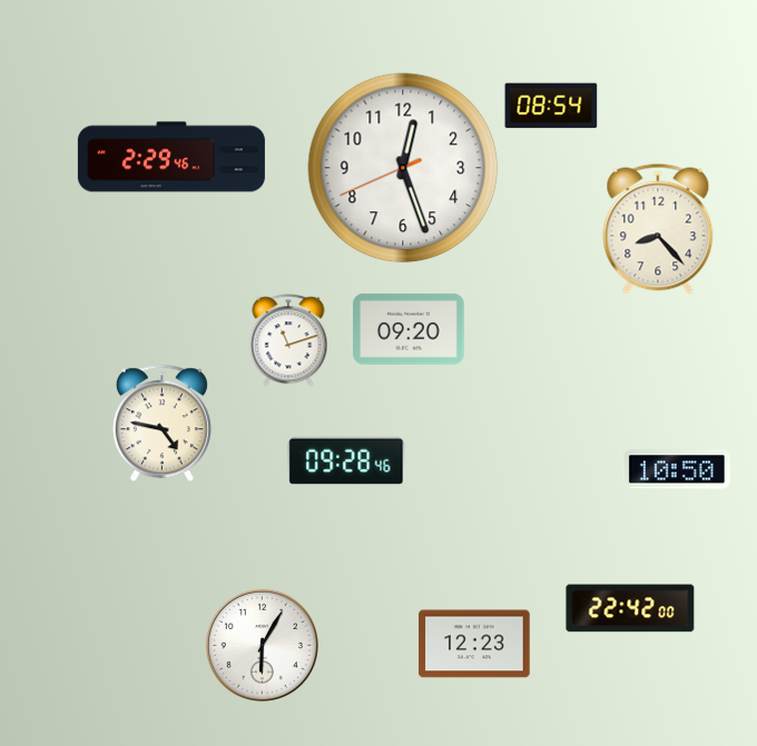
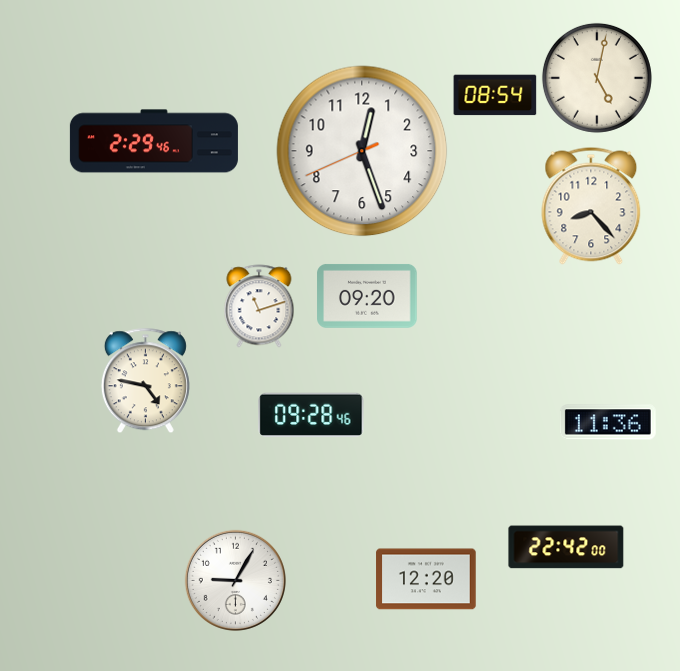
clock at (597, 78): none -> 5:02
clock at (677, 469): 10:50 -> 11:36
clock at (474, 644): 12:23 -> 12:20
clock at (262, 645): 6:05 -> 9:05
